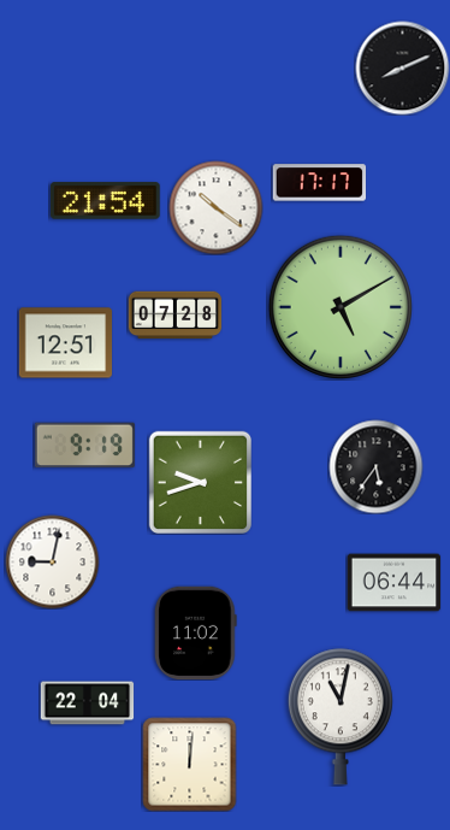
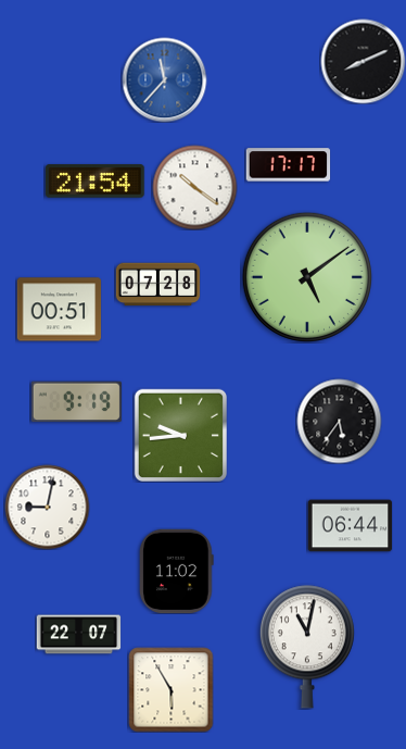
clock at (164, 79): none -> 11:37
clock at (341, 307): 5:10 -> 5:09
clock at (65, 343): 12:51 -> 00:51
clock at (200, 482): 9:42 -> 9:44
clock at (393, 583) position: (393, 583) -> (350, 526)
clock at (87, 704): 22:04 -> 22:07
clock at (189, 764): 12:01 -> 5:55
